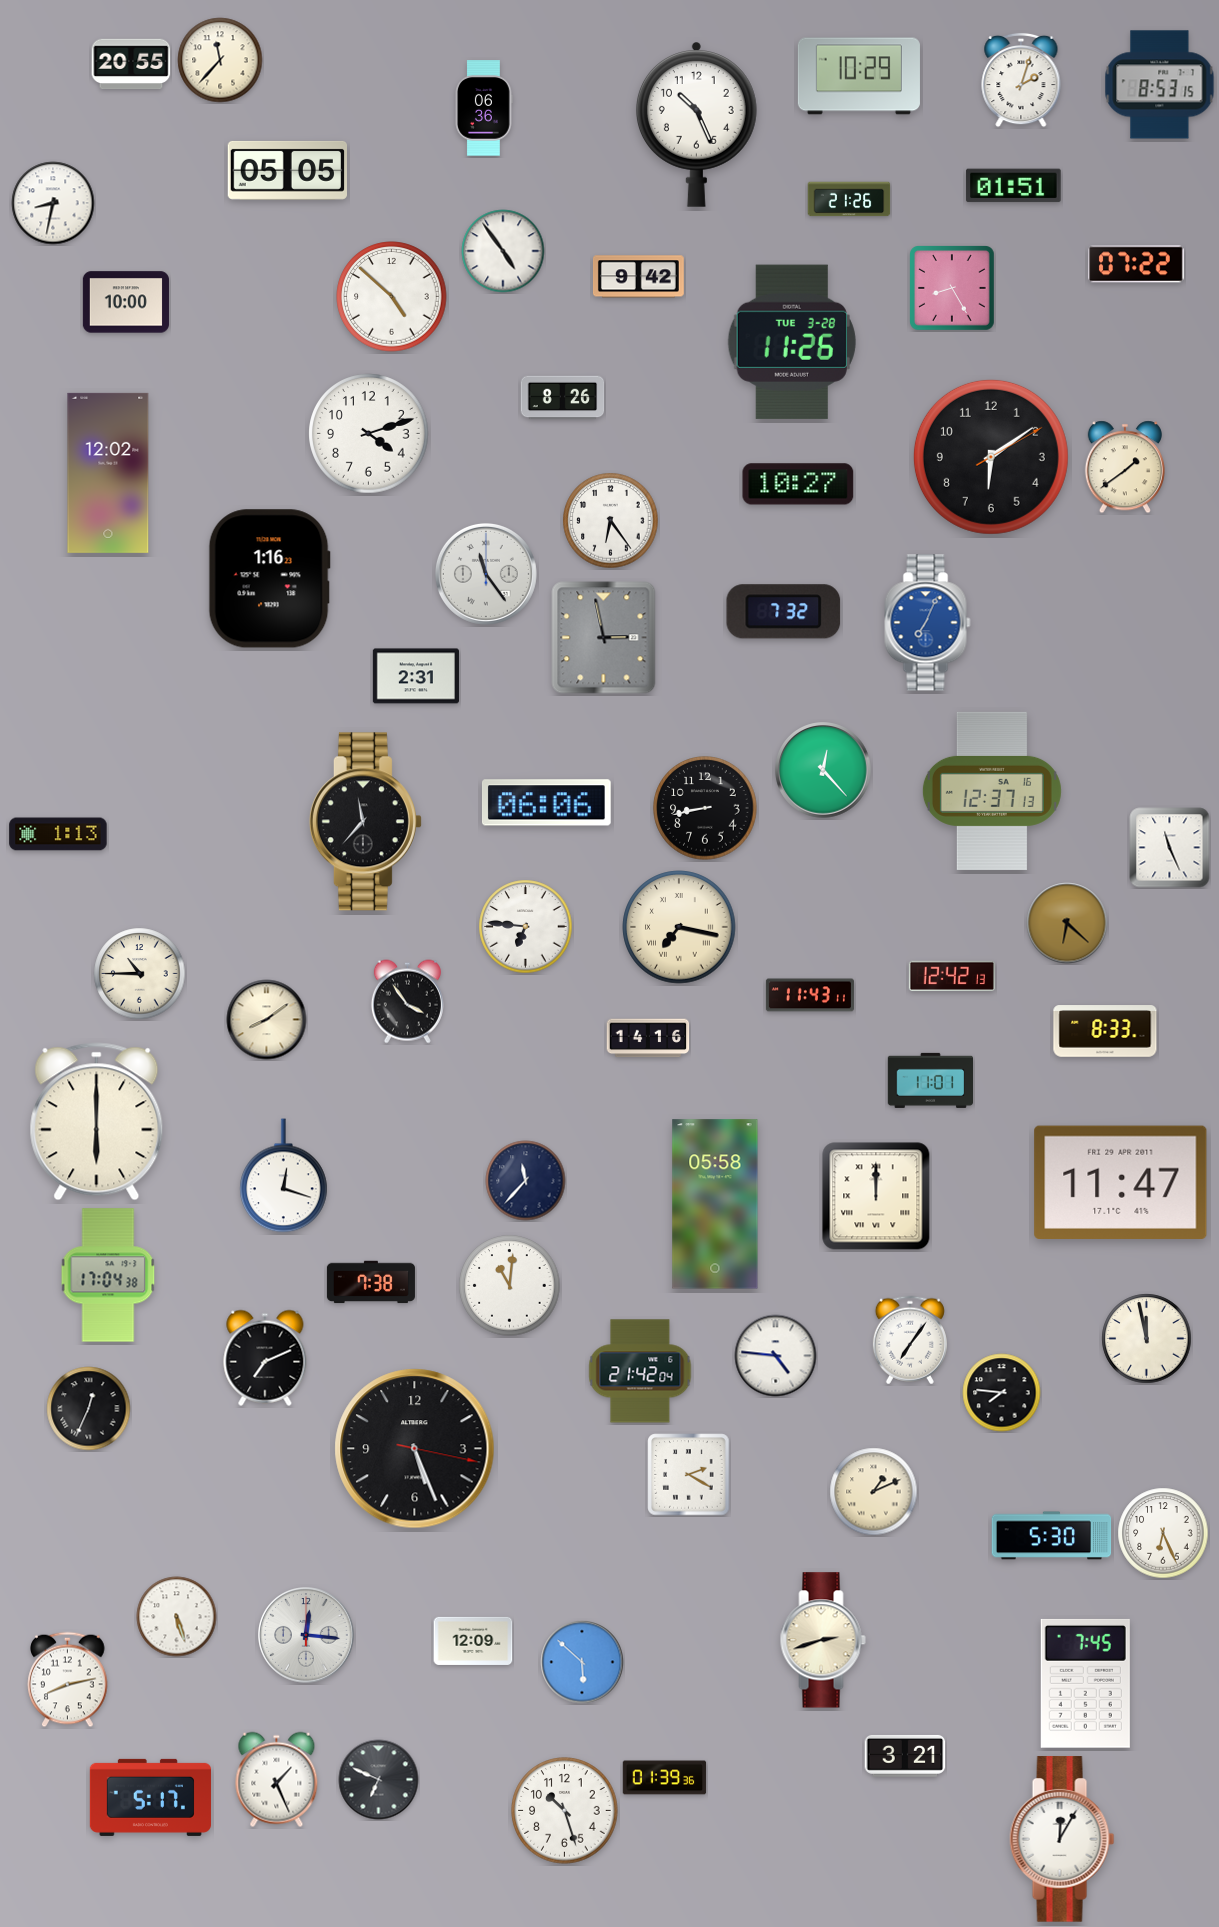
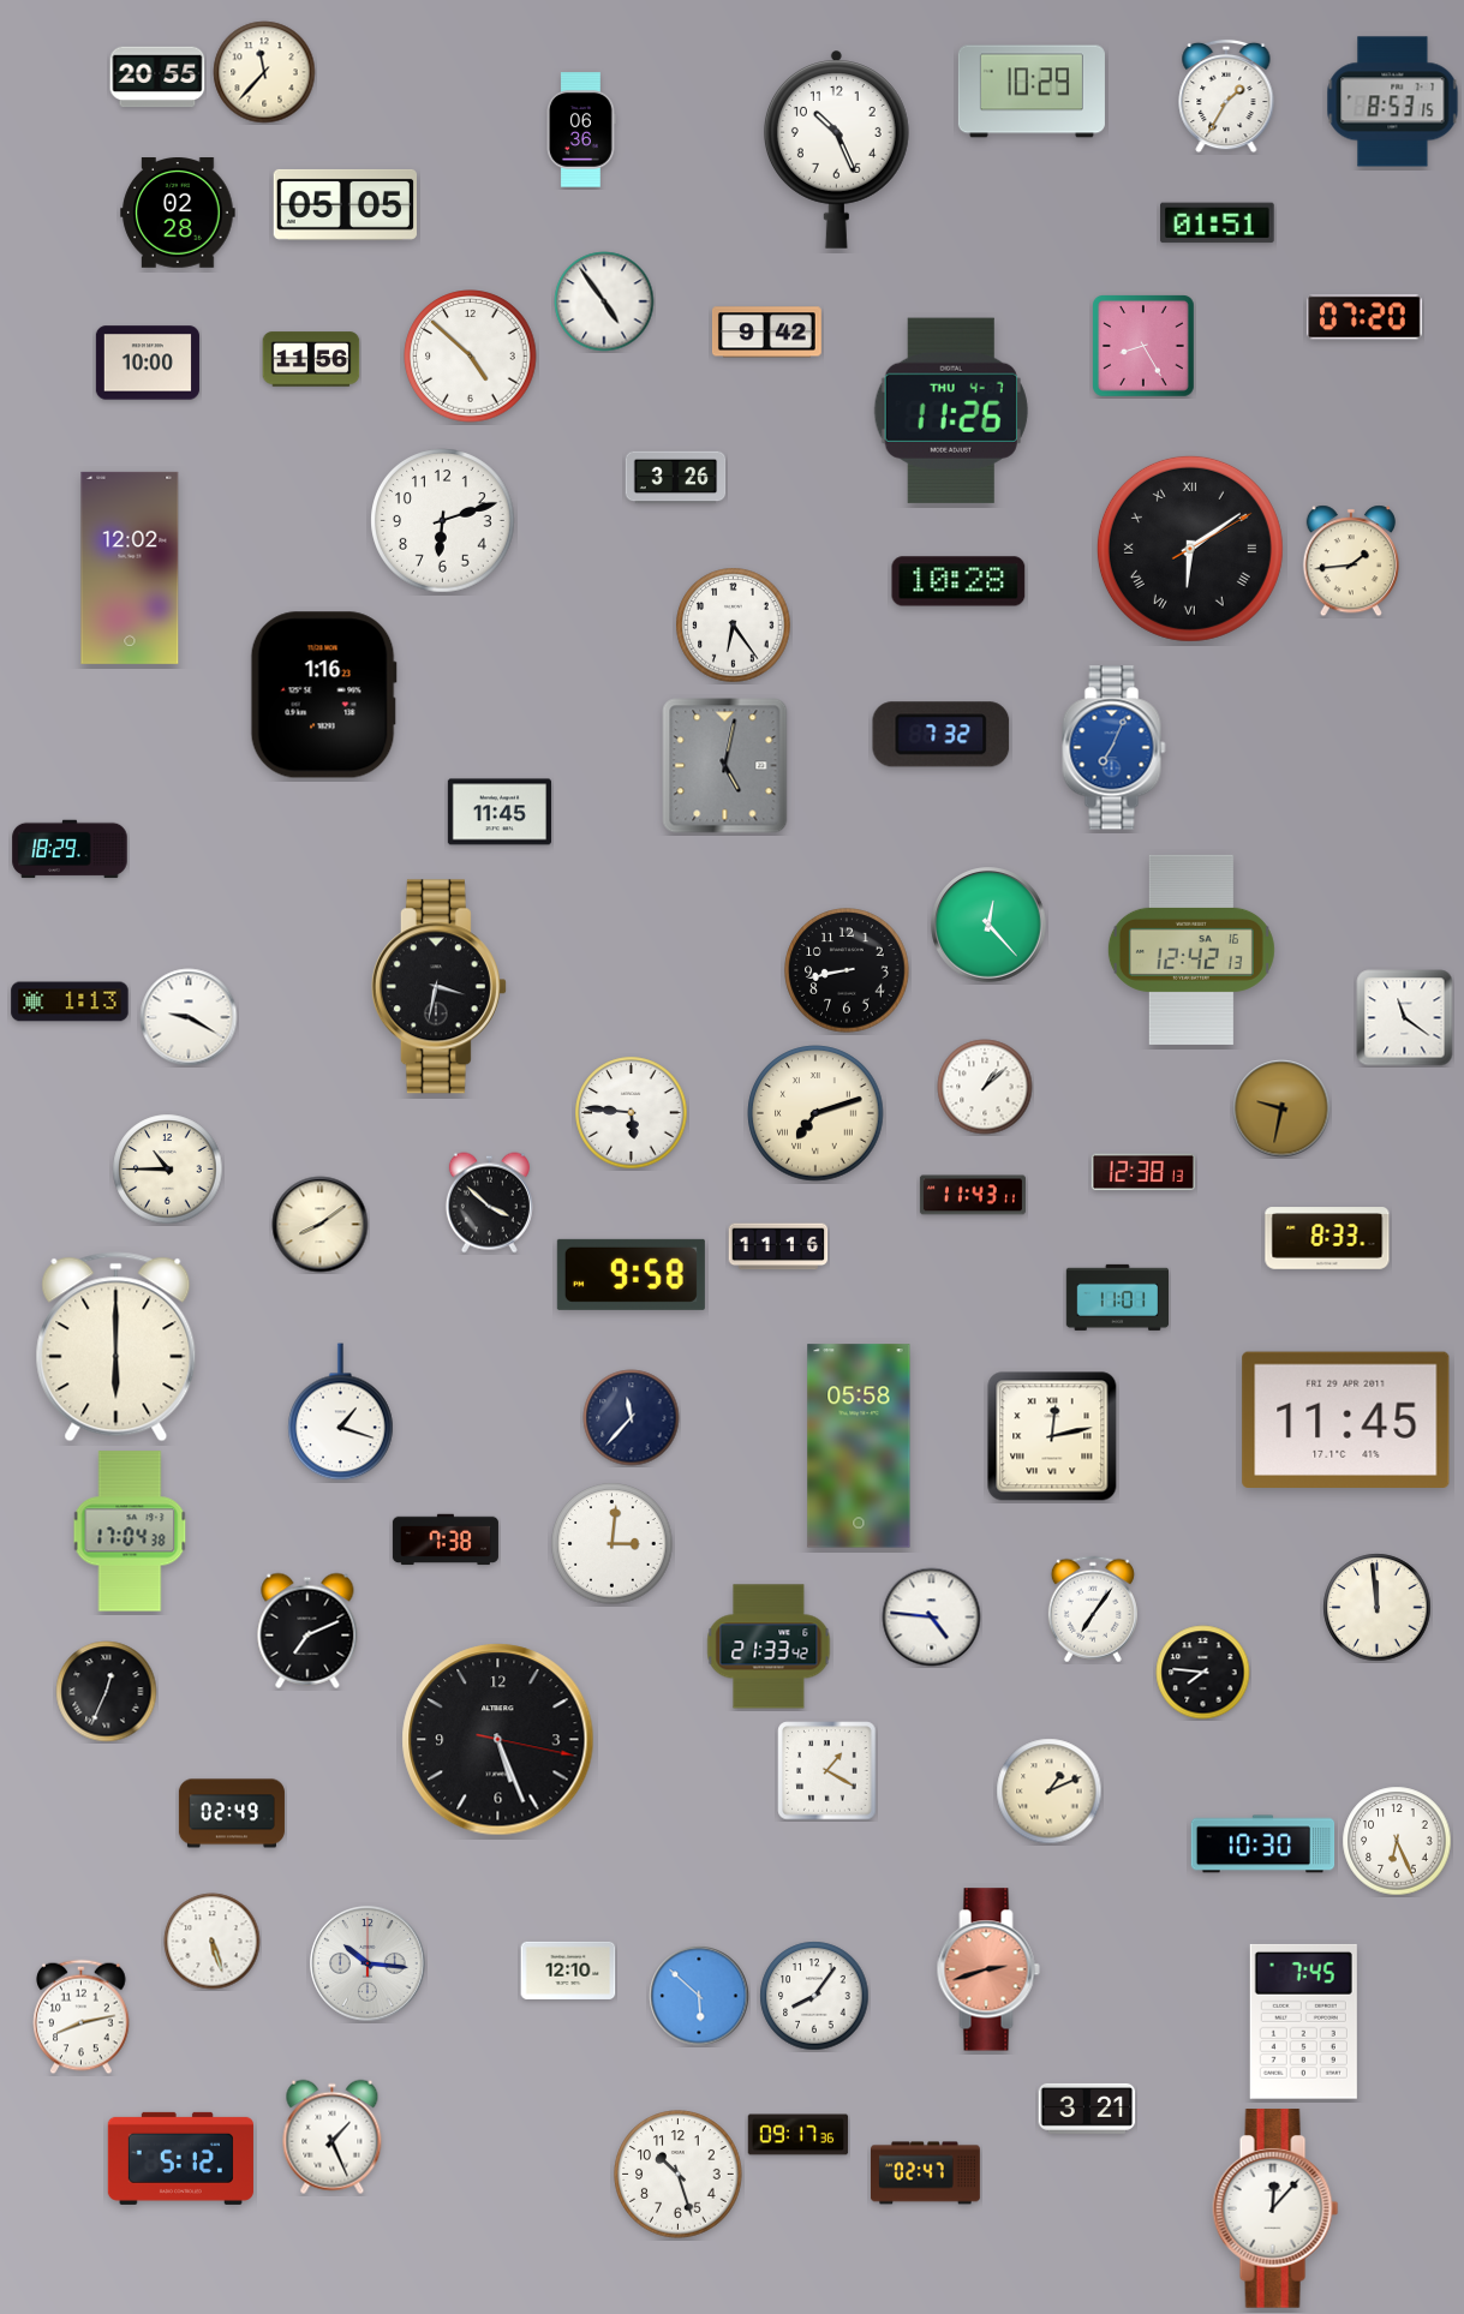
clock at (1021, 80): 2:03 -> 1:35
clock at (178, 214): none -> 02:28
clock at (849, 199): 21:26 -> none
clock at (53, 203): 8:32 -> none
clock at (1136, 264): 07:22 -> 07:20
clock at (311, 359): none -> 11:56
clock at (126, 302) position: (126, 302) -> (148, 363)
clock at (792, 342) date: TUE 3-28 -> THU 4-7
clock at (563, 398): 8:26 -> 3:26
clock at (369, 434): 4:12 -> 6:12
clock at (991, 457) numerals: Arabic -> Roman
clock at (1125, 467): 1:39 -> 1:44
clock at (798, 484): 10:27 -> 10:28
clock at (486, 574): 11:24 -> none
clock at (604, 638): 2:58 -> 5:02
clock at (416, 676): 2:31 -> 11:45
clock at (70, 849): none -> 18:29
clock at (992, 791): 12:37 -> 12:42
clock at (546, 803): 06:06 -> none
clock at (365, 822): 11:37 -> 3:32
clock at (189, 1017): none -> 9:20
clock at (1170, 848): 11:26 -> 11:21
clock at (985, 1087): none -> 1:08
clock at (1067, 923): 6:22 -> 9:32
clock at (526, 927): 6:46 -> 5:46
clock at (679, 927): 7:17 -> 7:12
clock at (952, 976): 12:42 -> 12:38
clock at (407, 1002): 3:54 -> 3:52
clock at (648, 1038): 14:16 -> 11:16
clock at (631, 1274): none -> 9:58
clock at (284, 1176): 12:18 -> 1:18
clock at (1121, 1182): 11:47 -> 11:45
clock at (876, 1196): 12:00 -> 12:13
clock at (510, 1286): 11:01 -> 3:01
clock at (1147, 1339): 11:58 -> 11:59
clock at (776, 1356) position: (776, 1356) -> (932, 1618)
clock at (265, 1358) position: (265, 1358) -> (307, 1631)
clock at (640, 1371): 21:42 -> 21:33
clock at (689, 1475): 2:20 -> 1:20
clock at (232, 1813): none -> 02:49
clock at (1052, 1536): 5:30 -> 10:30
clock at (306, 1635): 12:16 -> 10:16
clock at (823, 1640) dial: cream -> salmon
clock at (473, 1641): 12:09 -> 12:10
clock at (814, 1996): none -> 8:06
clock at (665, 1778): 01:39 -> 09:17
clock at (379, 1780): 6:49 -> none
clock at (150, 1797): 5:17 -> 5:12
clock at (926, 2174): none -> 02:47
clock at (1062, 1839): 12:05 -> 12:07
